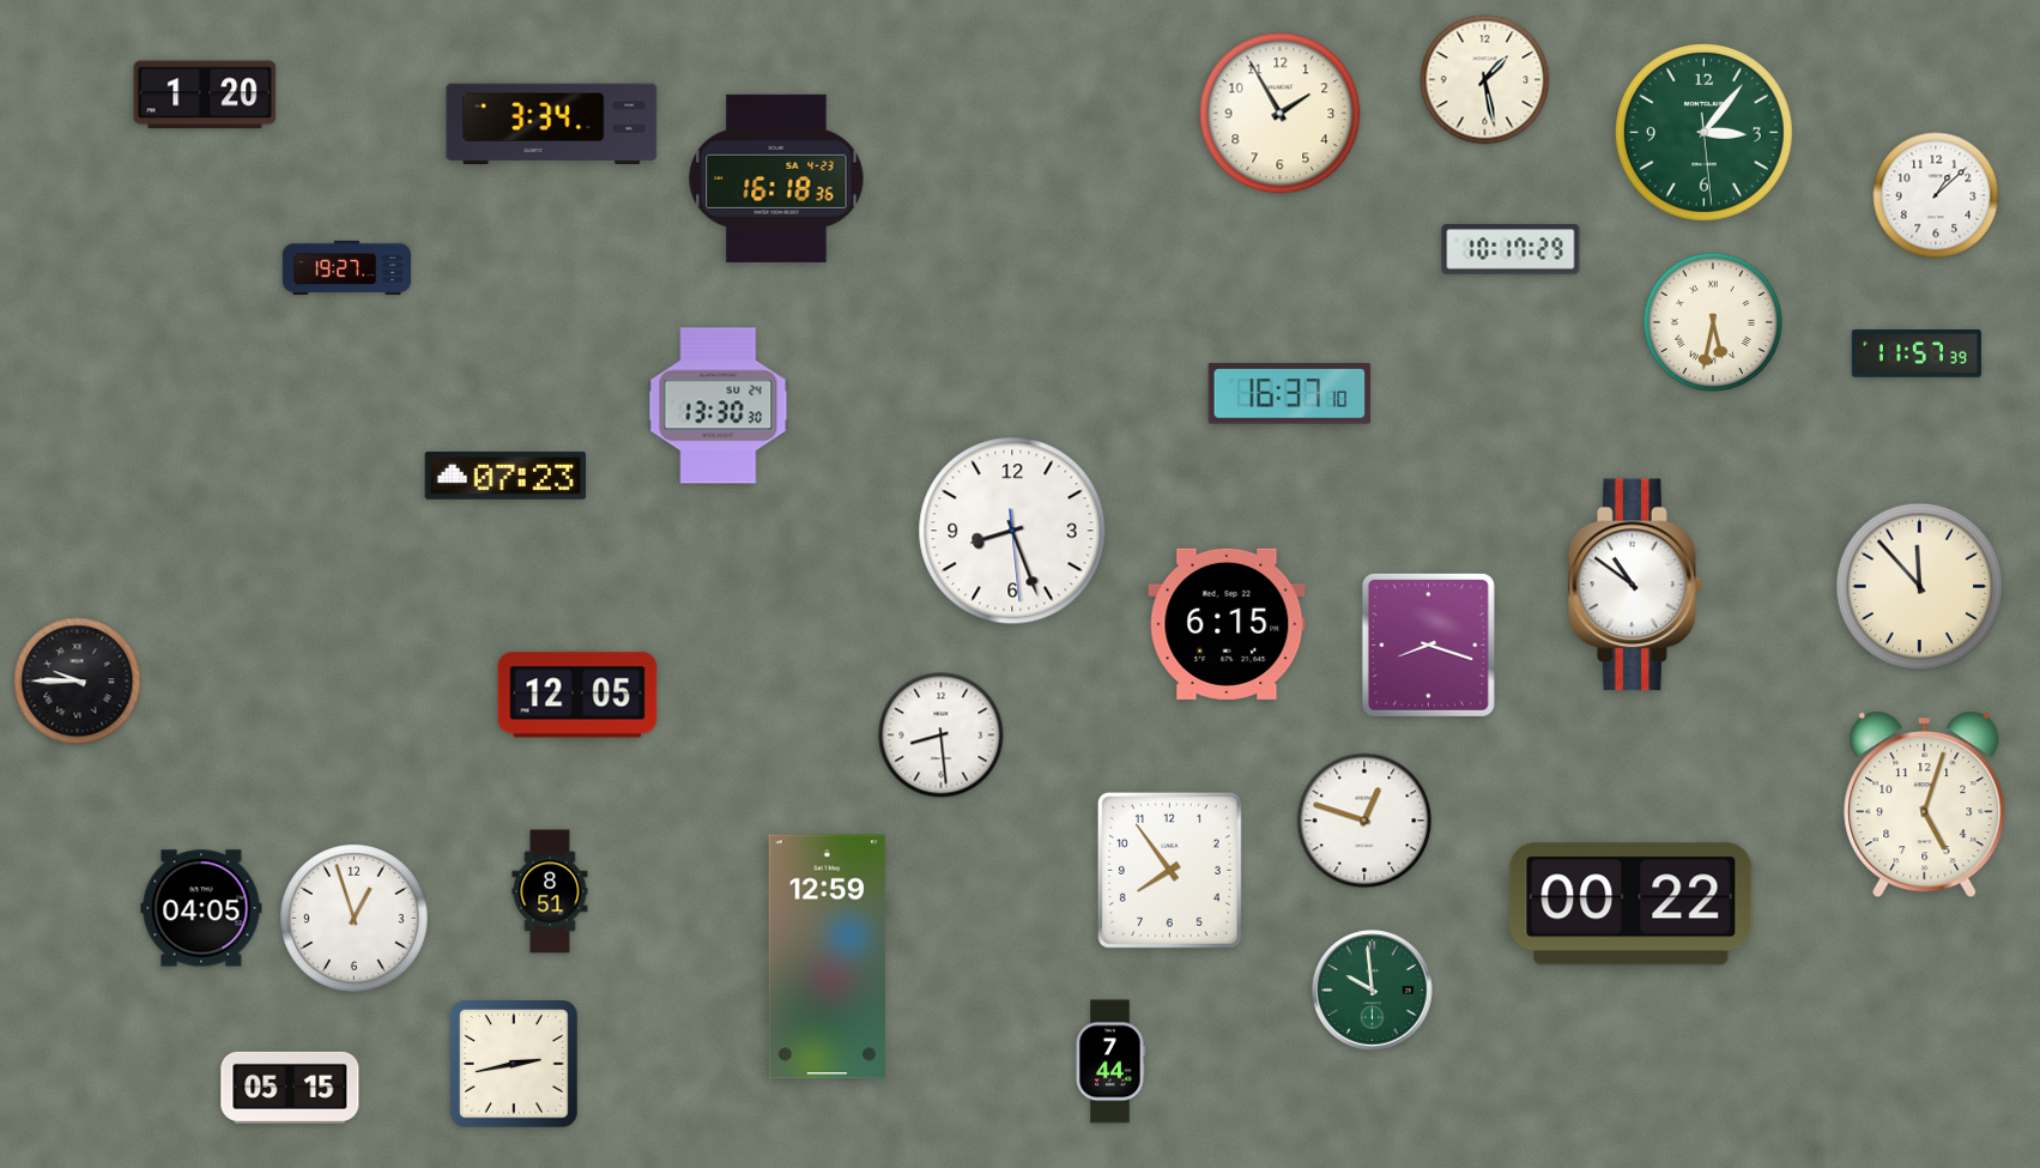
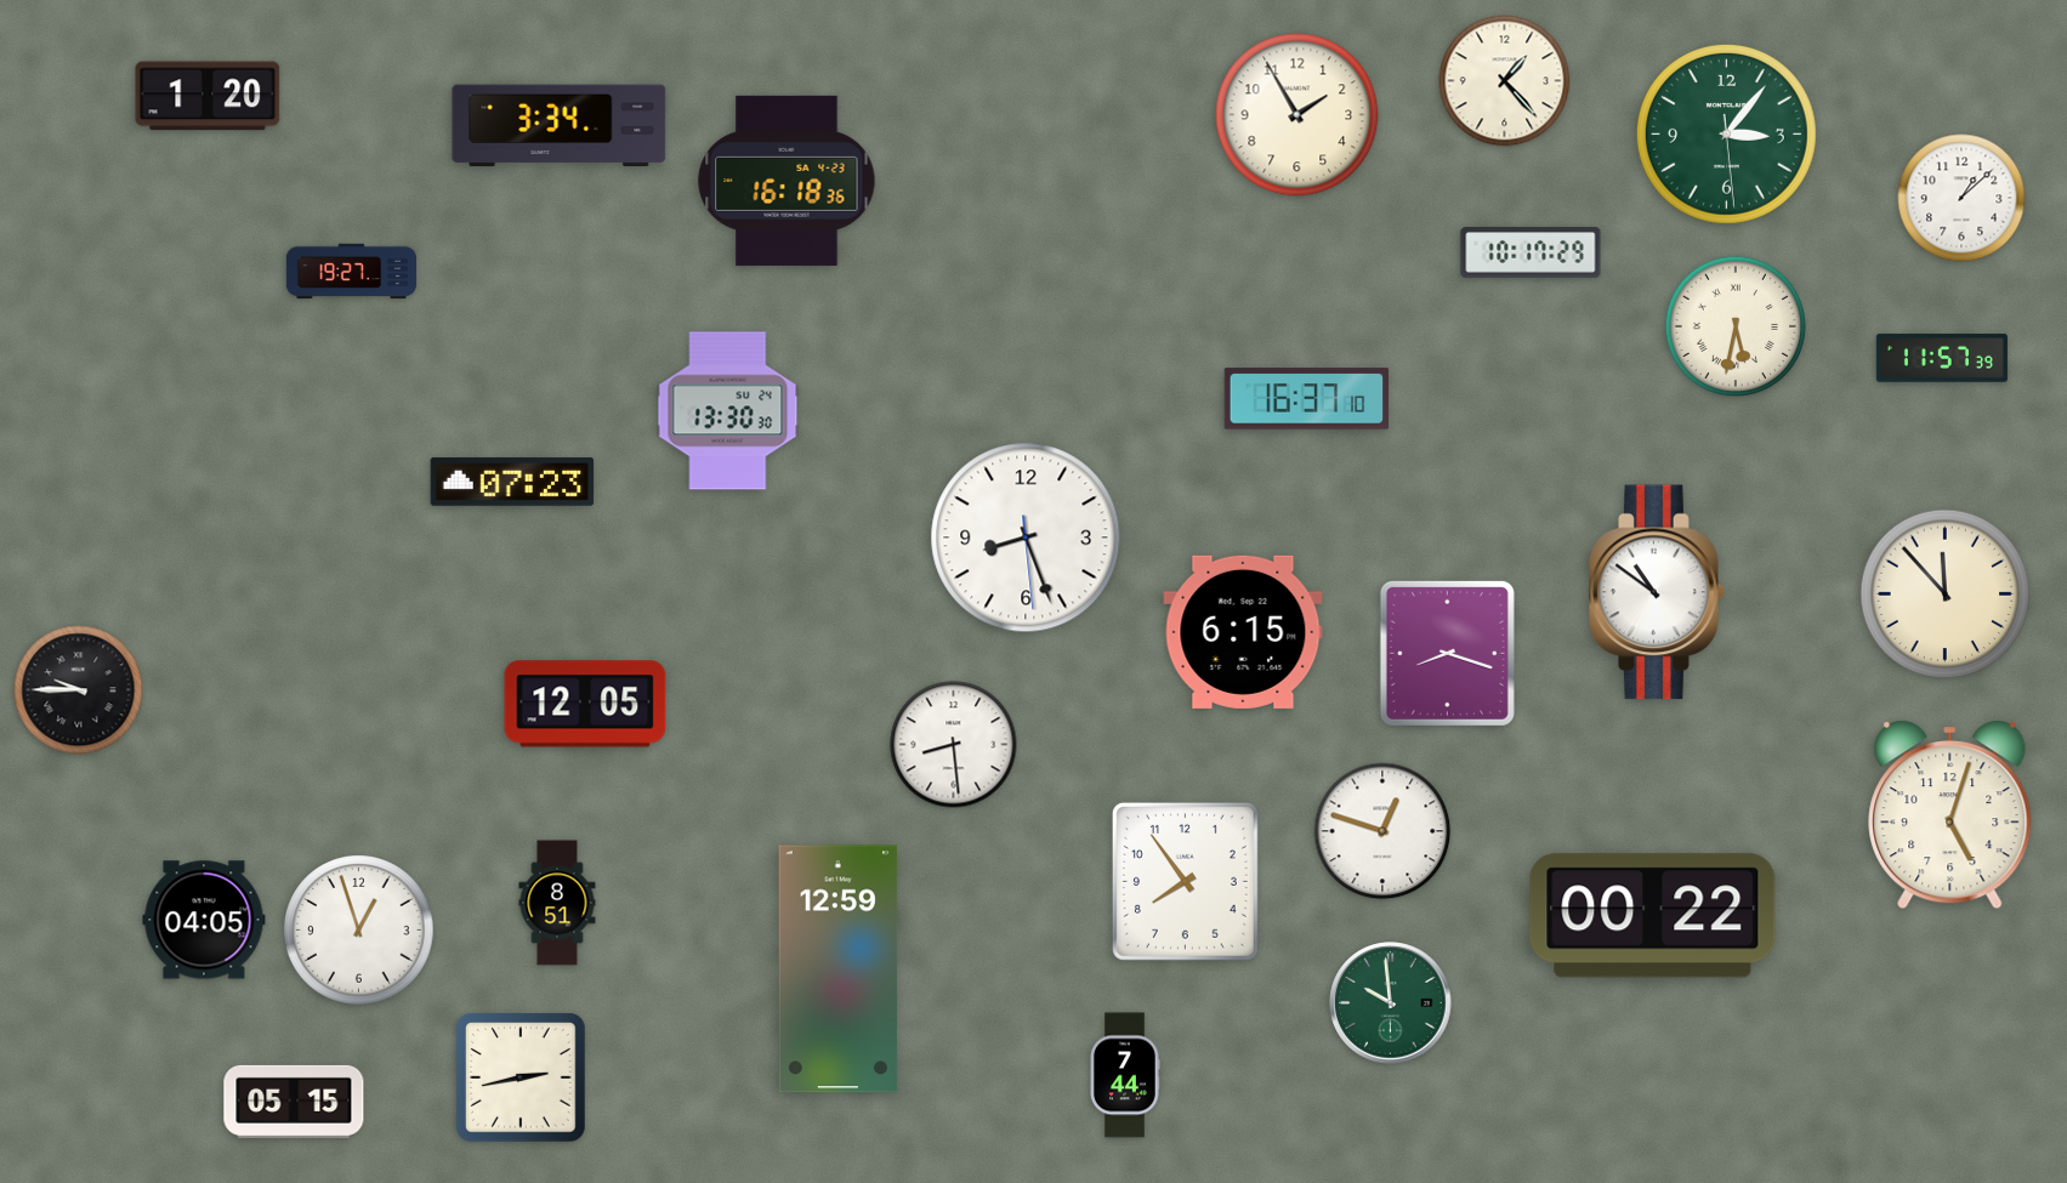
clock at (1485, 80): 1:28 -> 1:23
